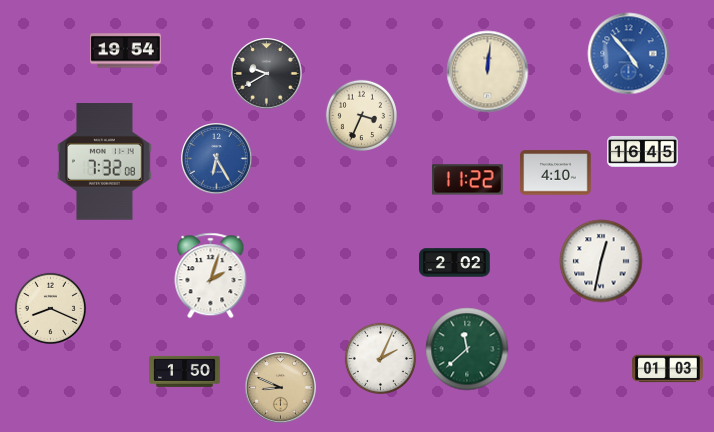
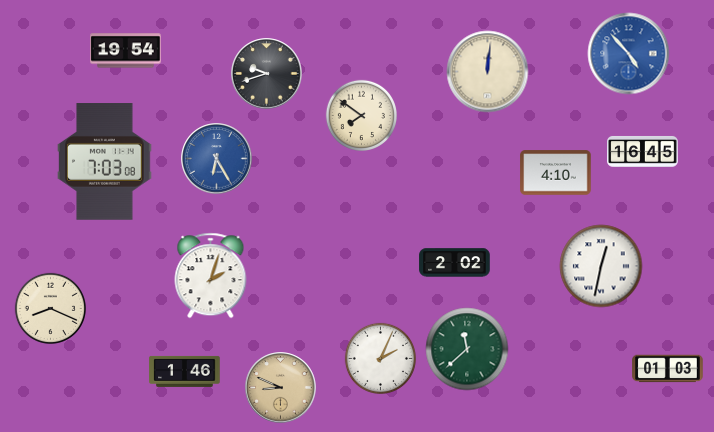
clock at (267, 74): 9:40 -> 9:42
clock at (361, 115): 3:34 -> 7:51
clock at (105, 162): 7:32 -> 7:03
clock at (468, 180): 11:22 -> none
clock at (601, 261) position: (601, 261) -> (601, 266)
clock at (185, 371): 1:50 -> 1:46
